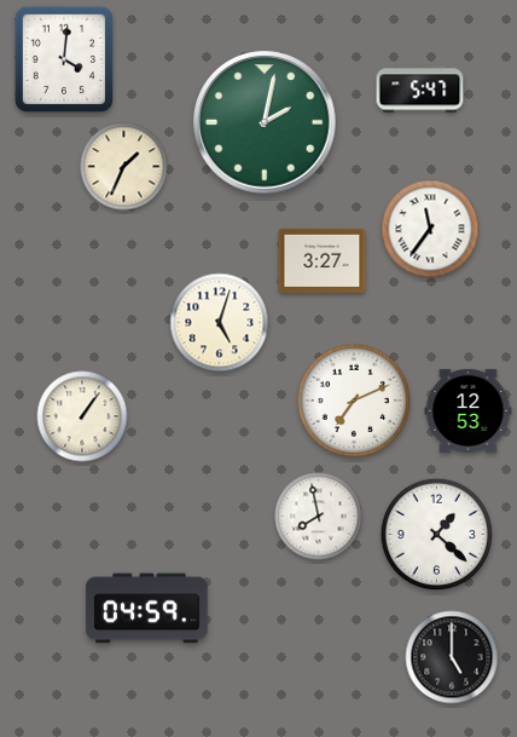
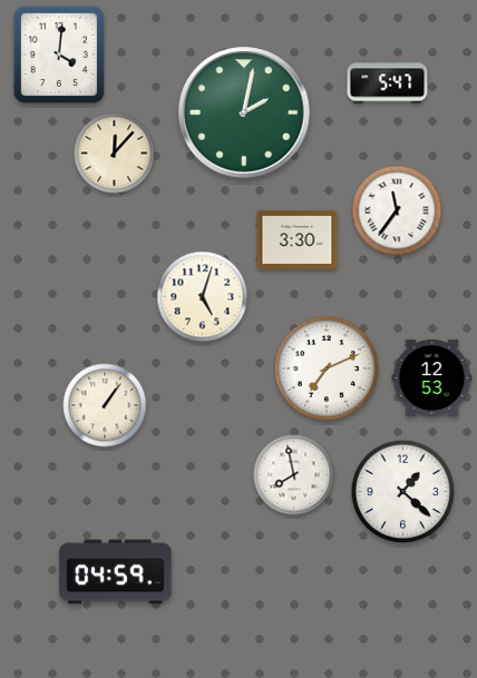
clock at (124, 167): 1:34 -> 12:07
clock at (323, 260): 3:27 -> 3:30
clock at (82, 416) position: (82, 416) -> (105, 405)
clock at (147, 609) position: (147, 609) -> (116, 572)
clock at (452, 657): 5:00 -> none
